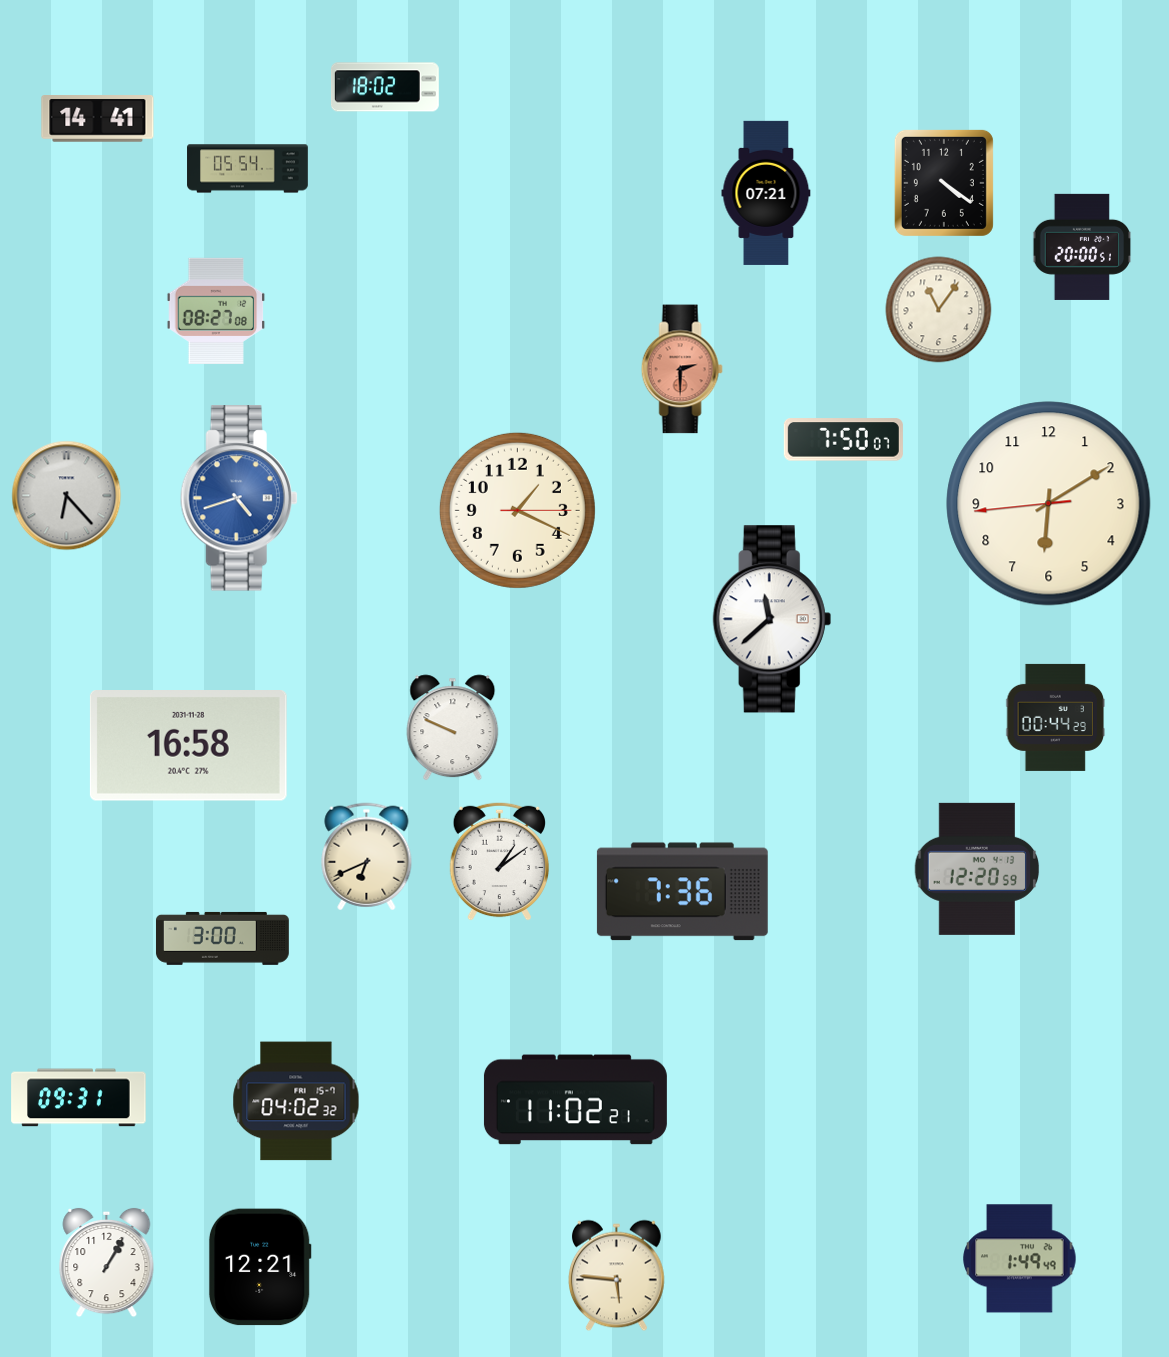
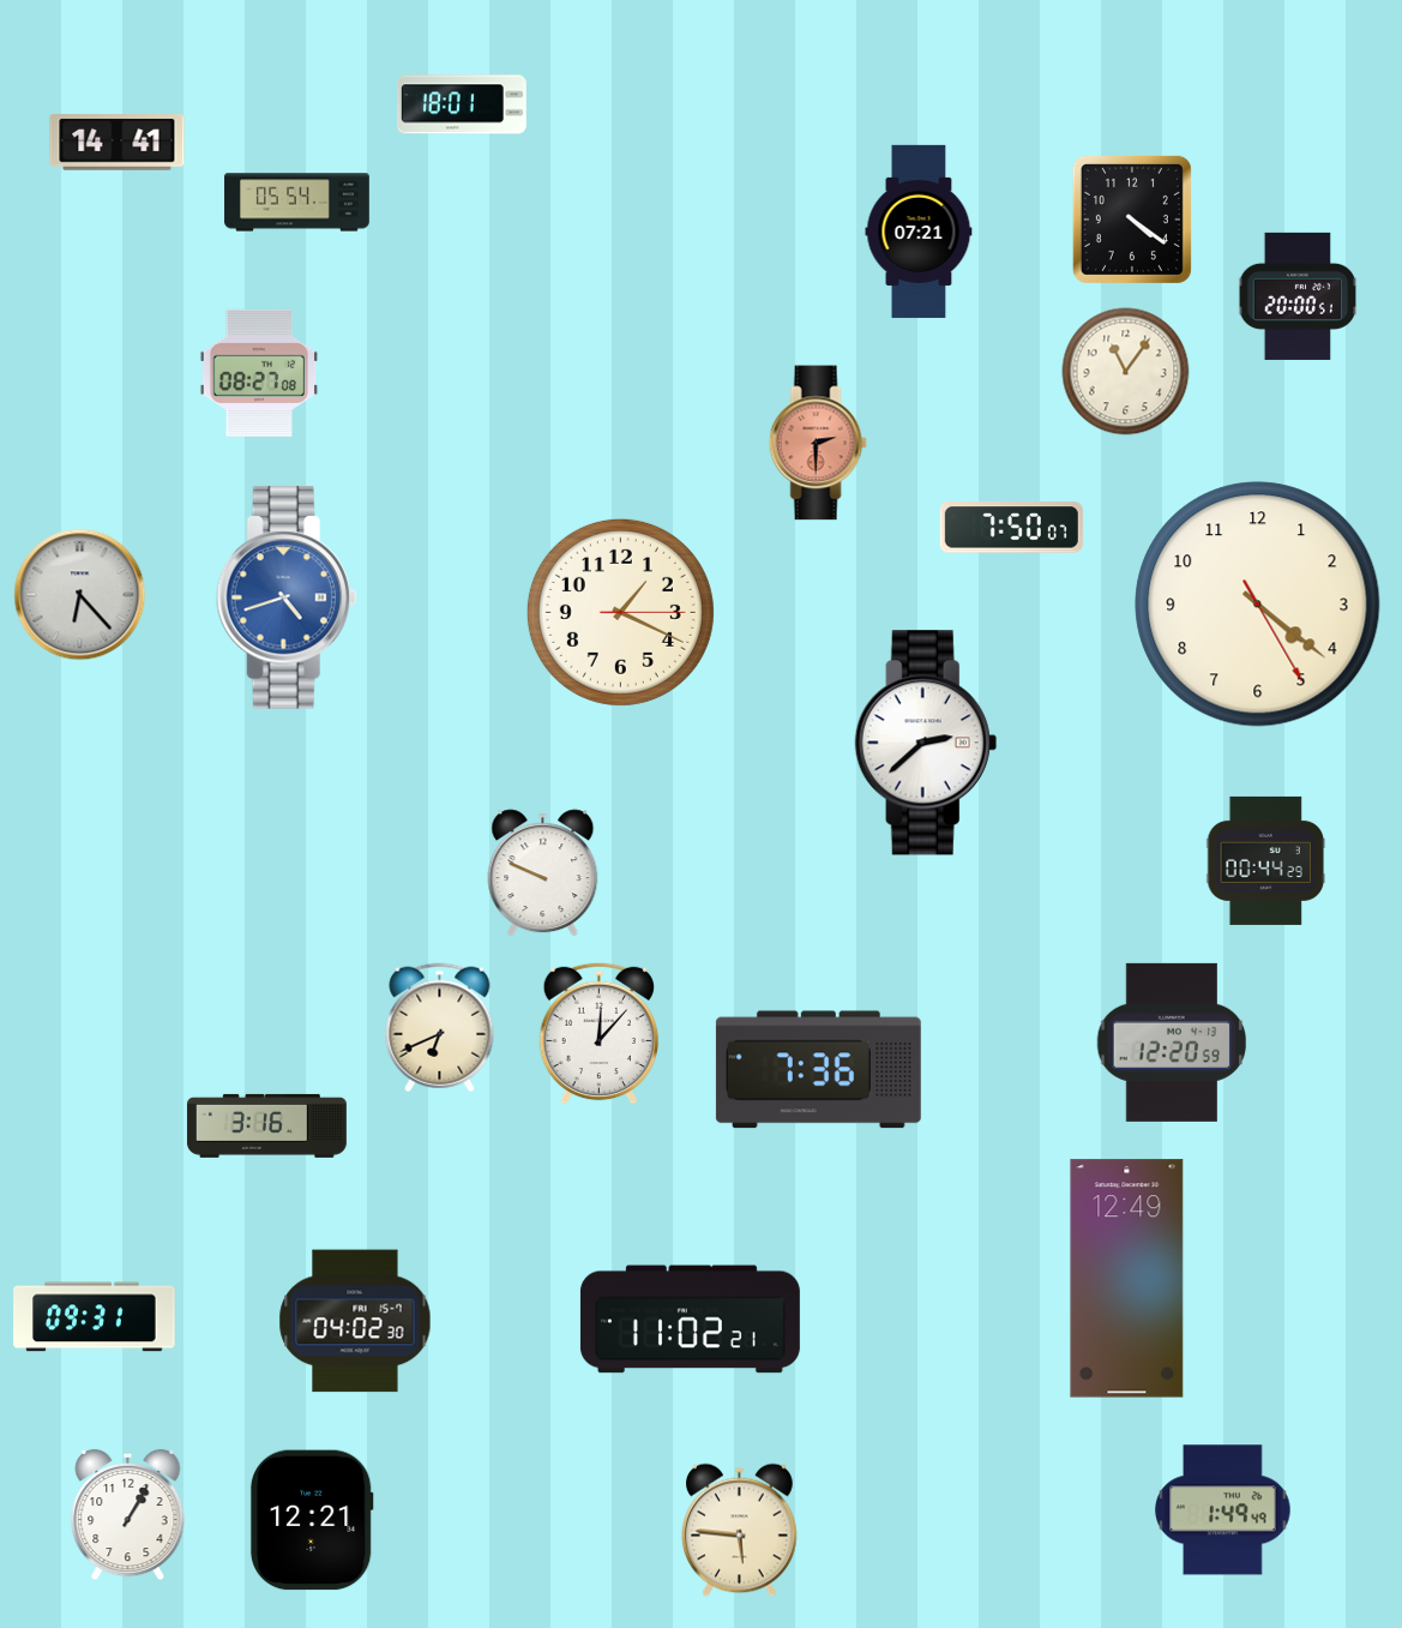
clock at (385, 87): 18:02 -> 18:01
clock at (1049, 504): 6:09 -> 4:21
clock at (772, 619): 11:38 -> 2:38
clock at (188, 746): 16:58 -> none
clock at (499, 861): 1:09 -> 12:07
clock at (222, 938): 3:00 -> 3:16
clock at (1127, 1279): none -> 12:49
clock at (296, 1101): 04:02:32 -> 04:02:30
